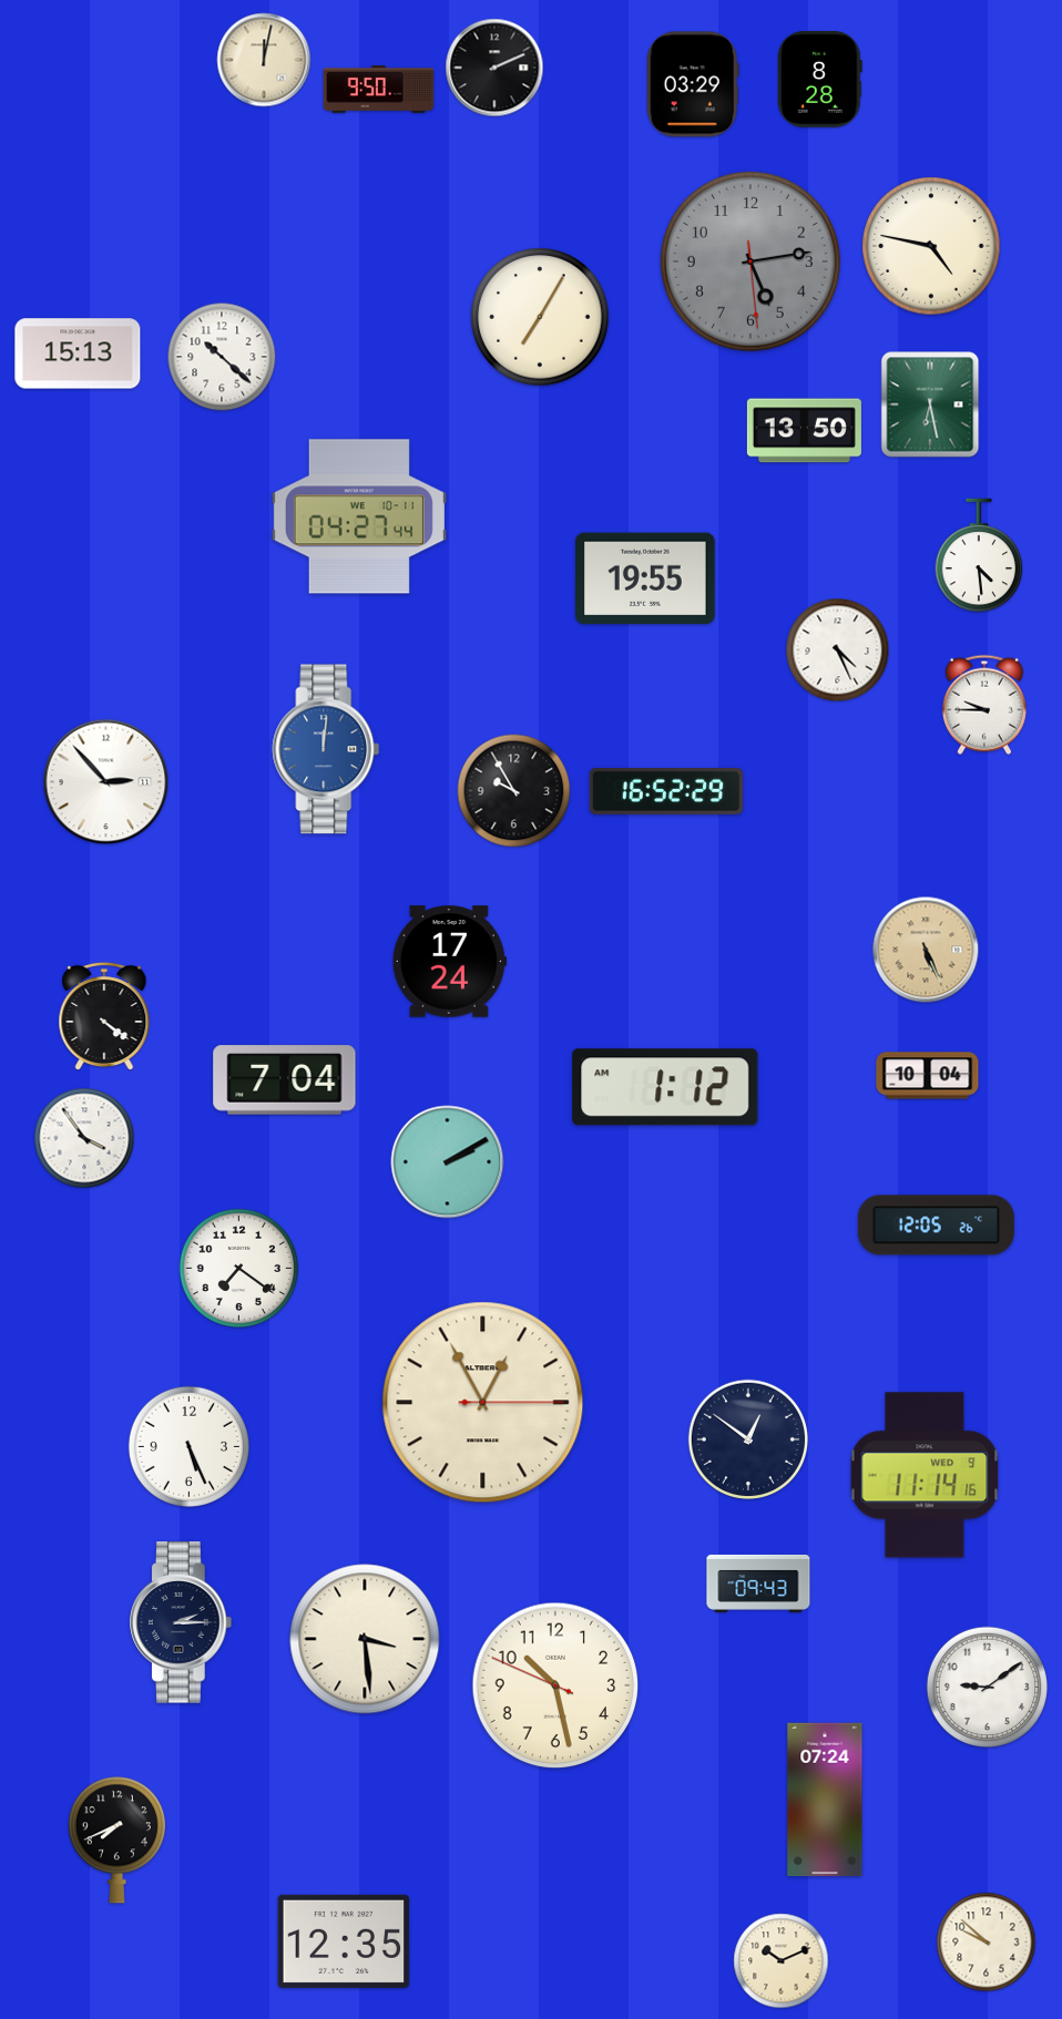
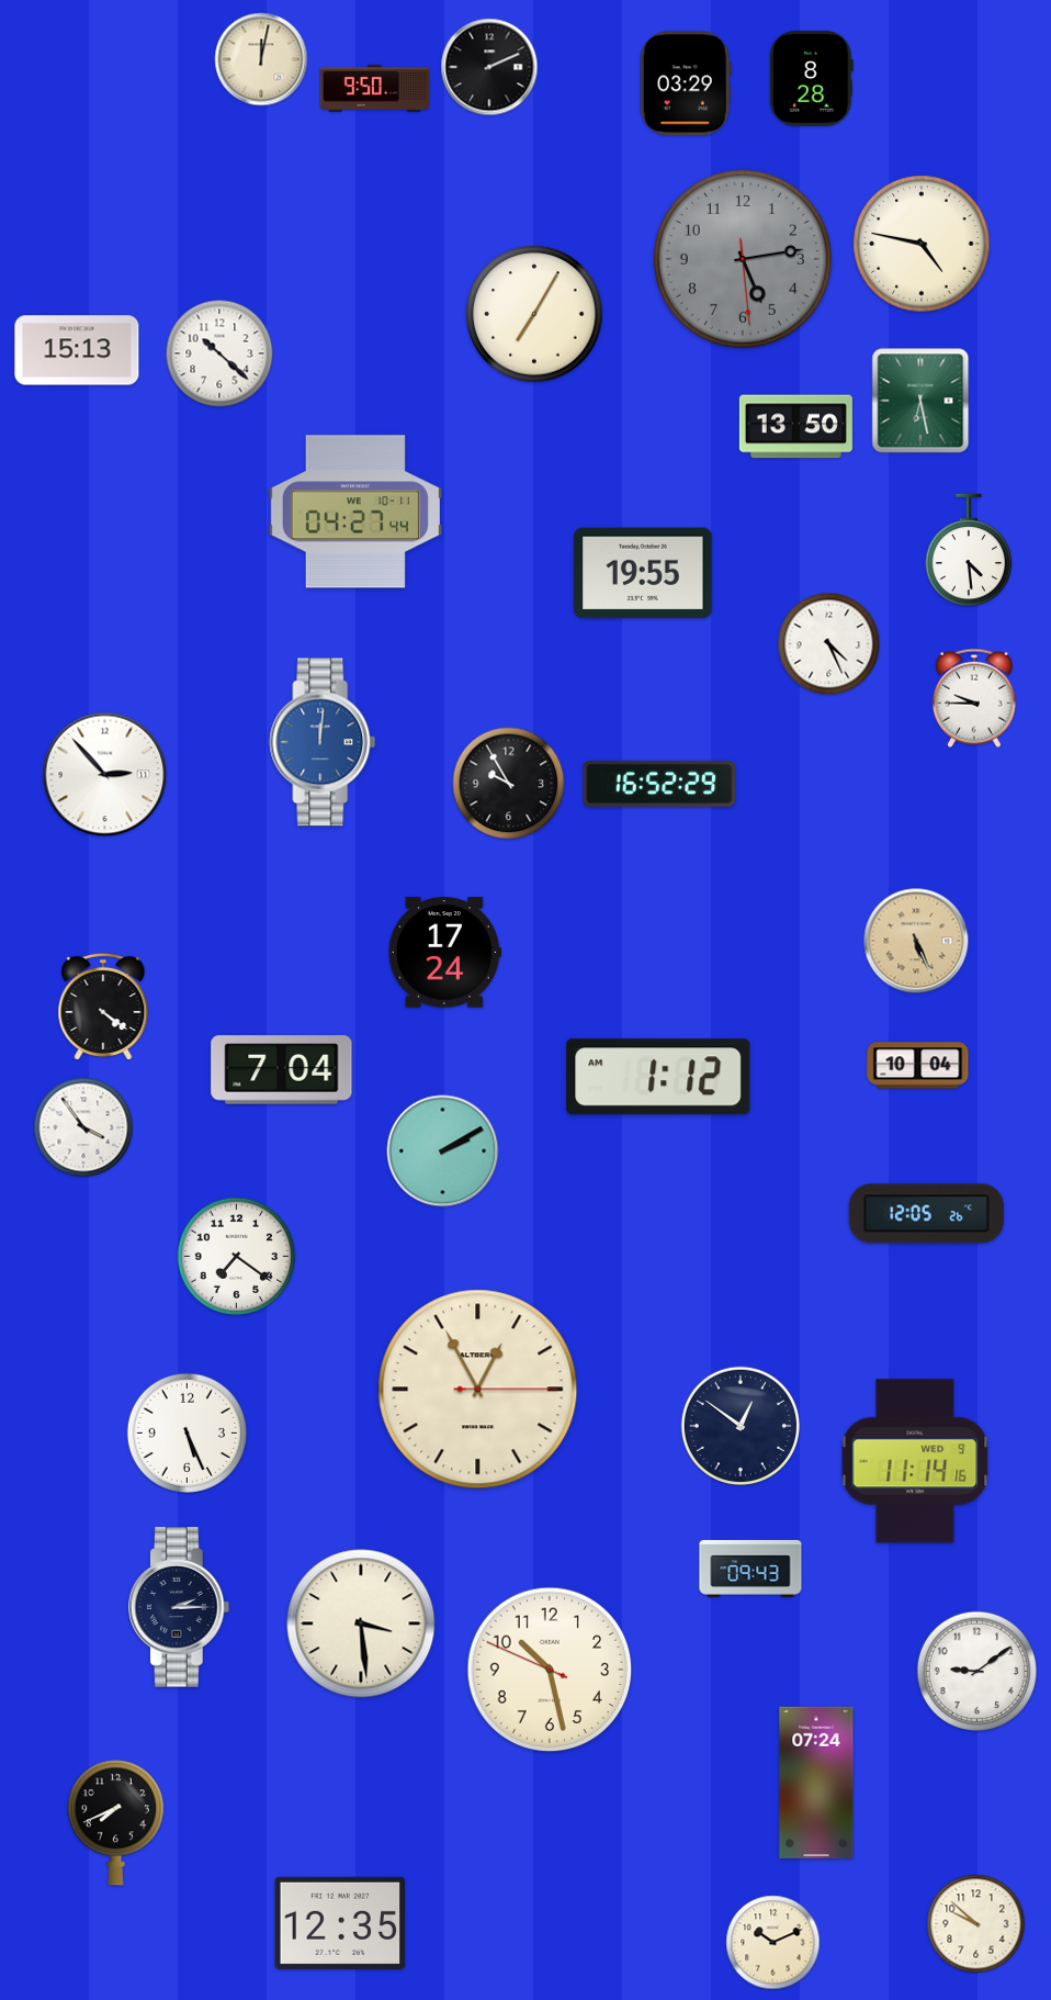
clock at (645, 578) position: (645, 578) -> (643, 573)
